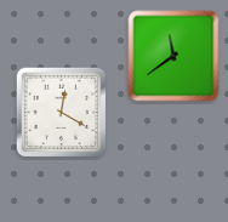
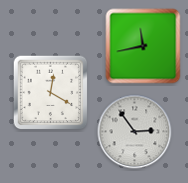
clock at (173, 56): 11:39 -> 11:43
clock at (135, 132): none -> 2:54
